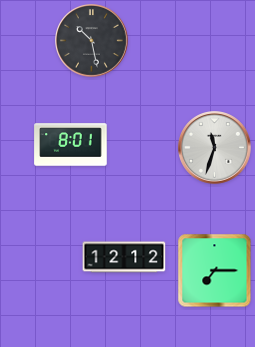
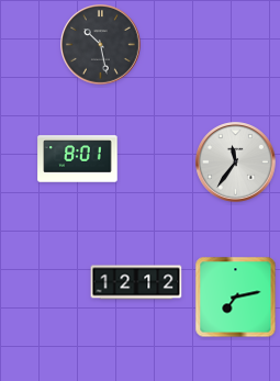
clock at (215, 148): 11:33 -> 11:36
clock at (215, 271): 7:15 -> 7:13
